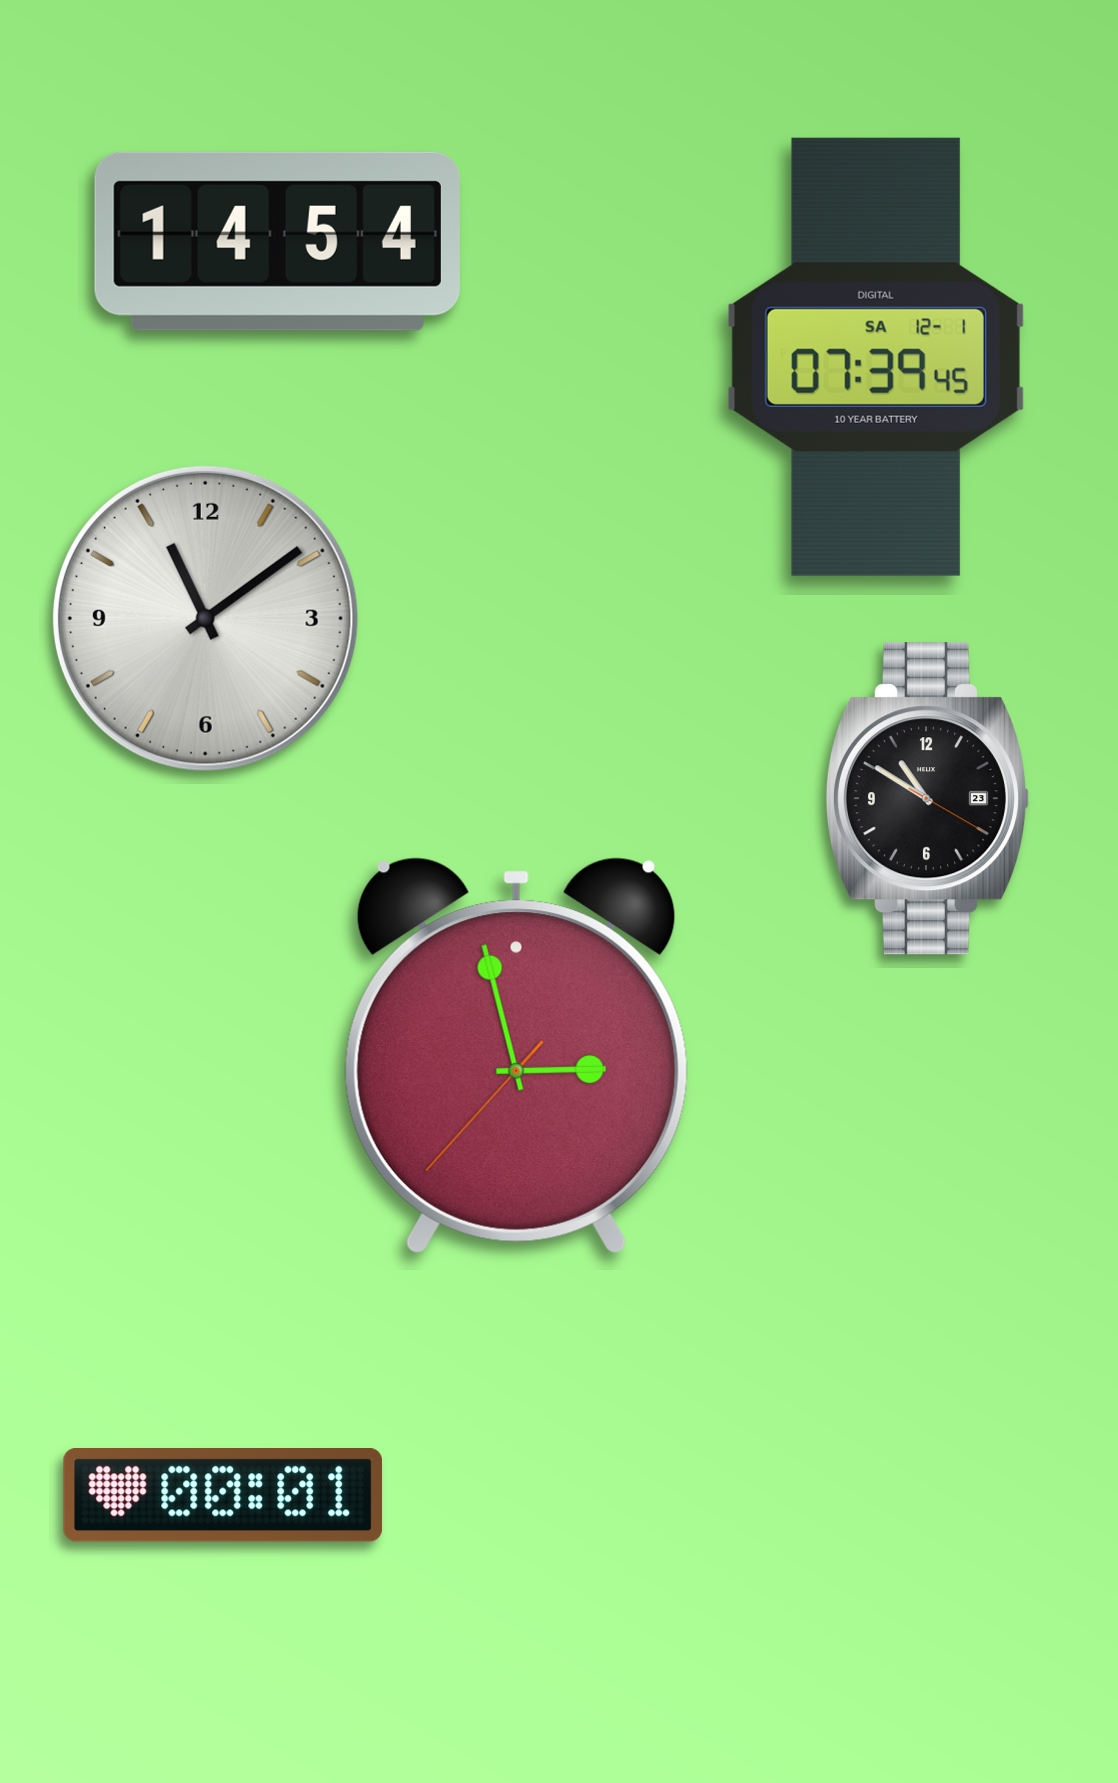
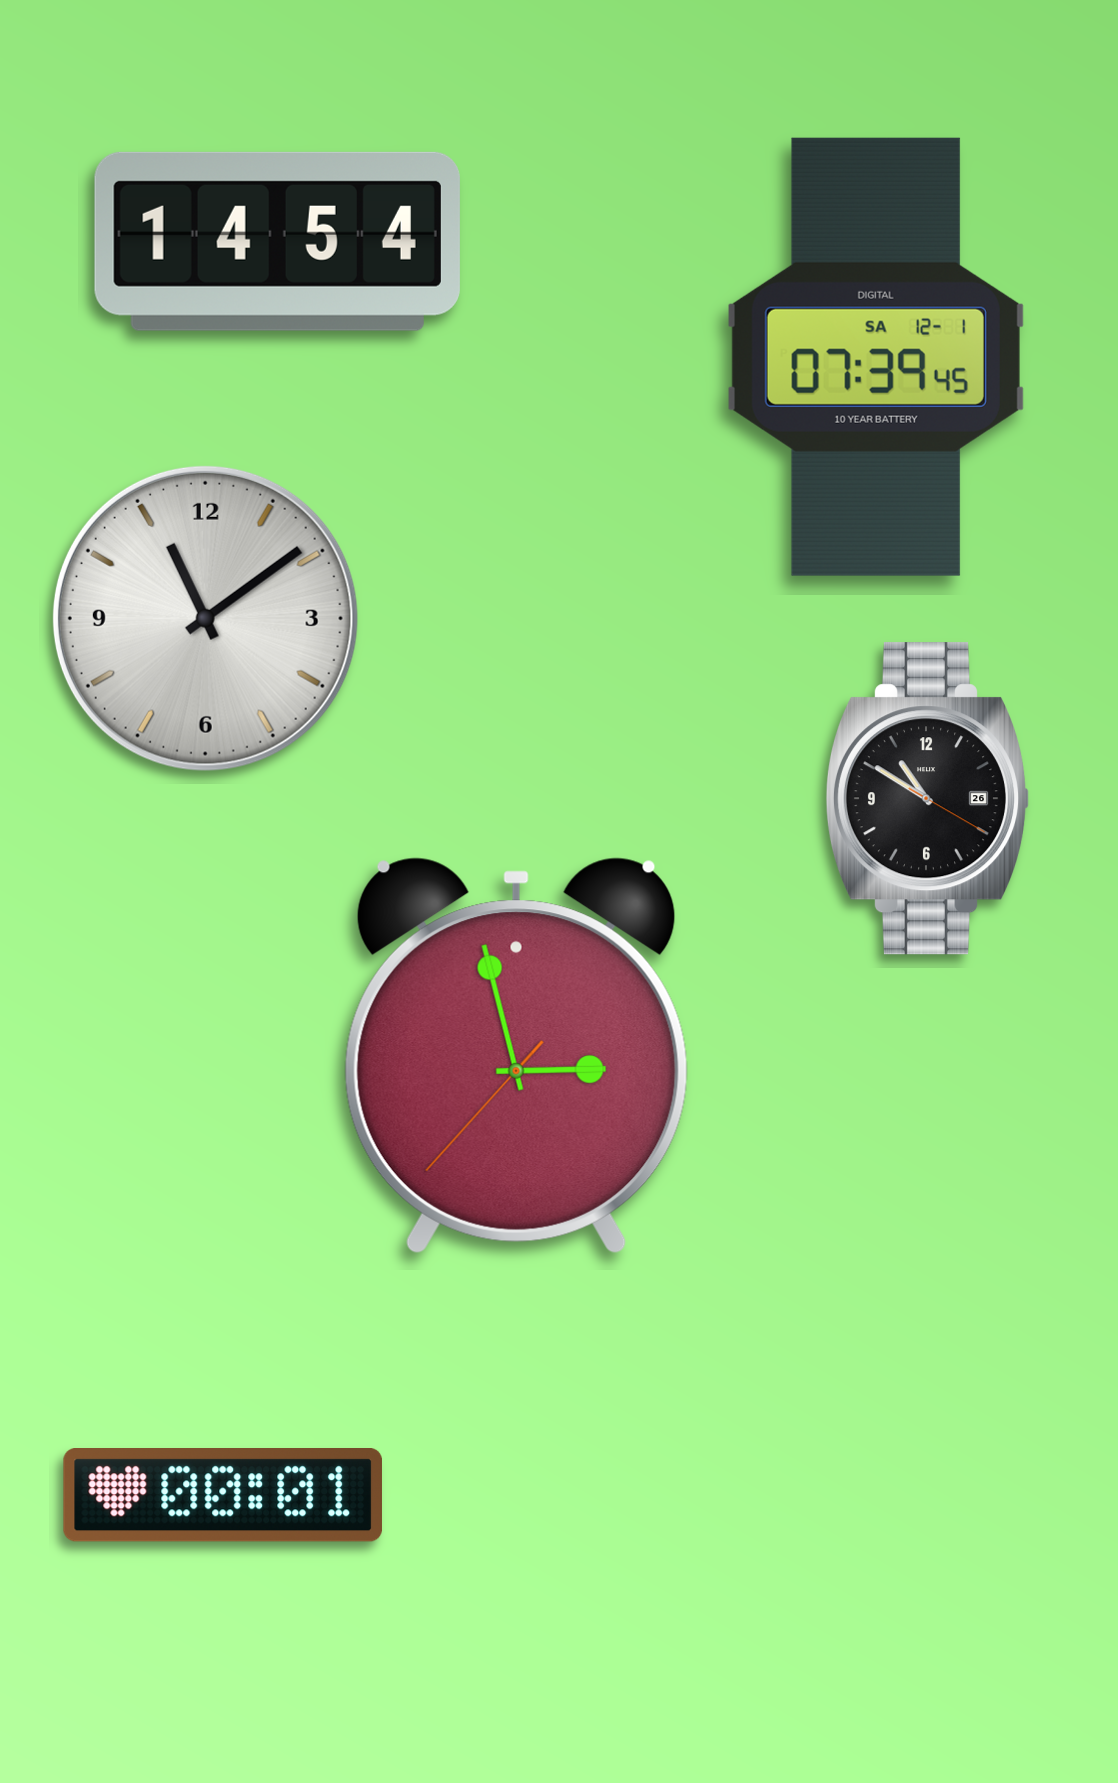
clock at (928, 799) date: 23 -> 26
